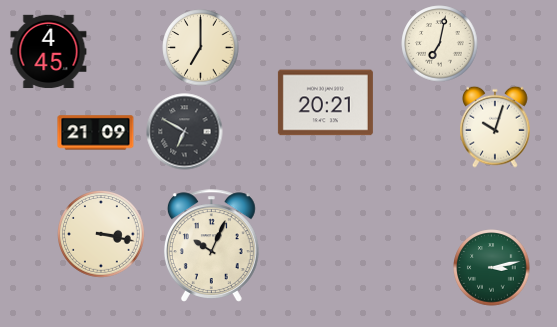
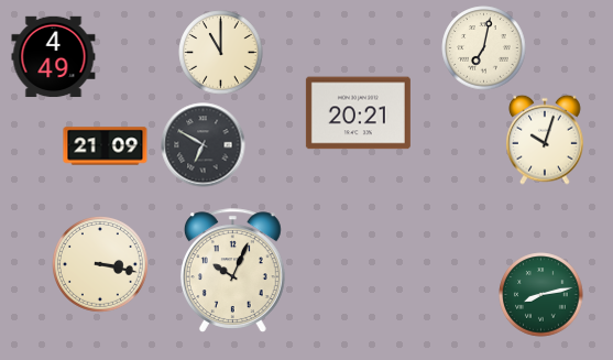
clock at (201, 48): 7:00 -> 11:00
clock at (49, 52): 4:45 -> 4:49
clock at (102, 235) position: (102, 235) -> (101, 265)
clock at (492, 268): 3:13 -> 8:13
